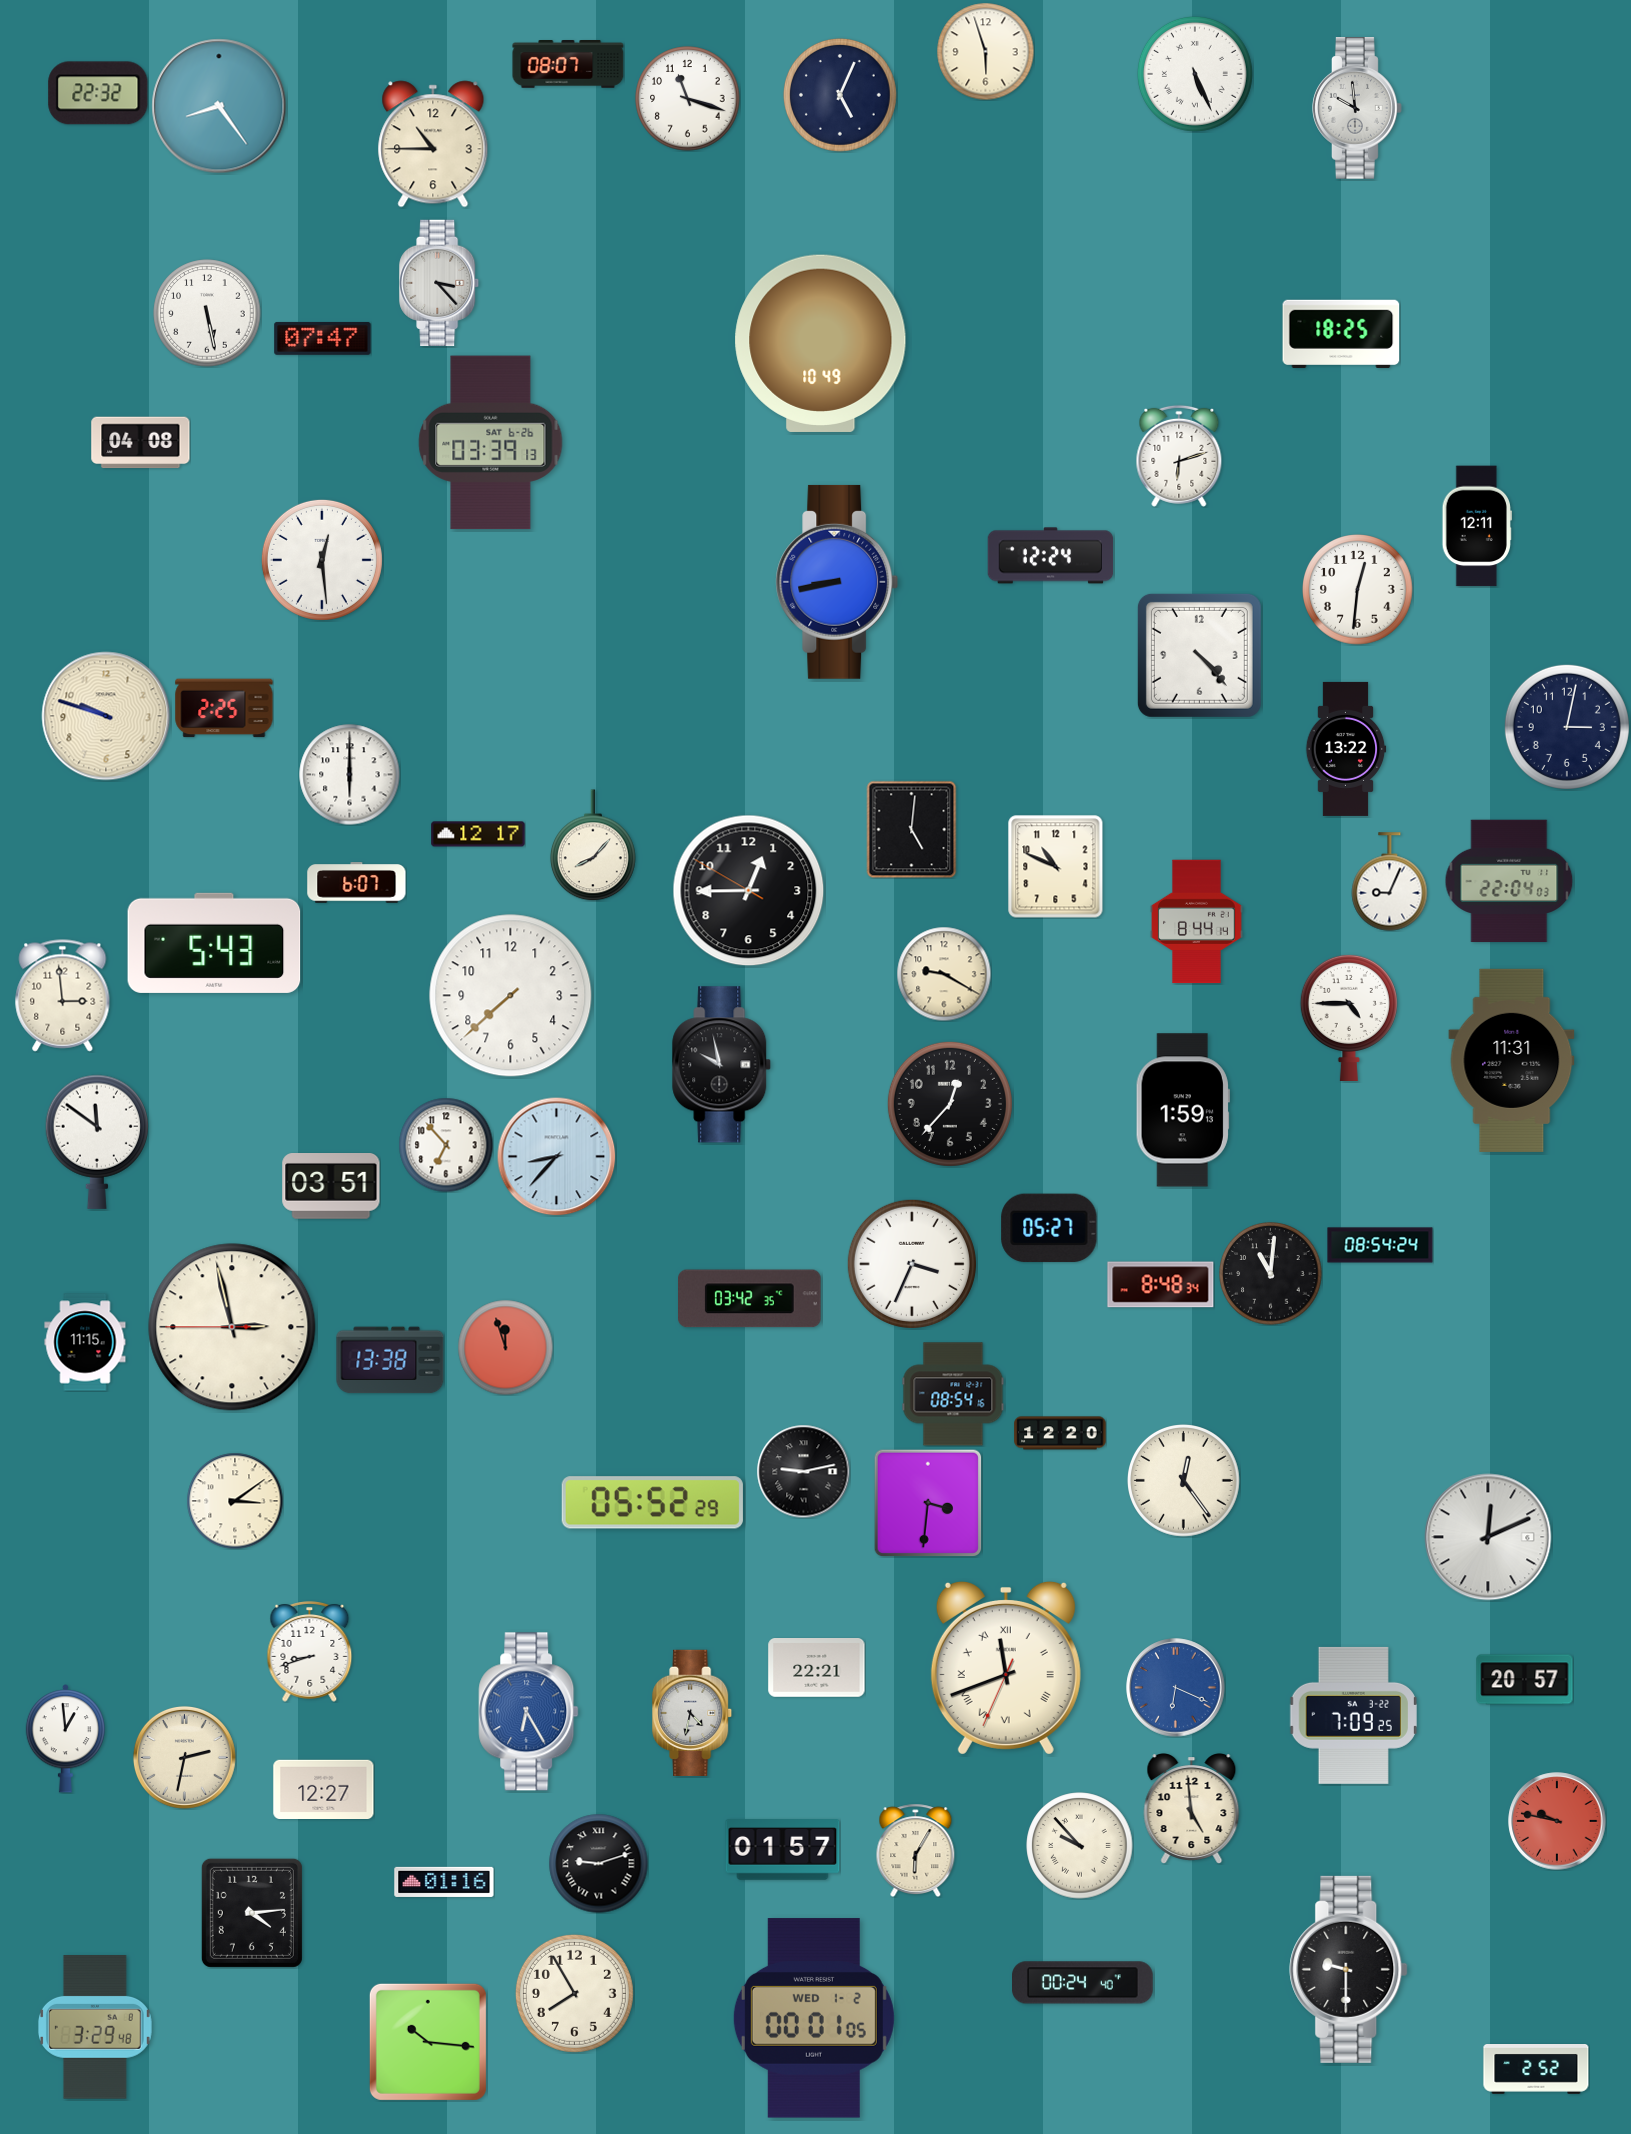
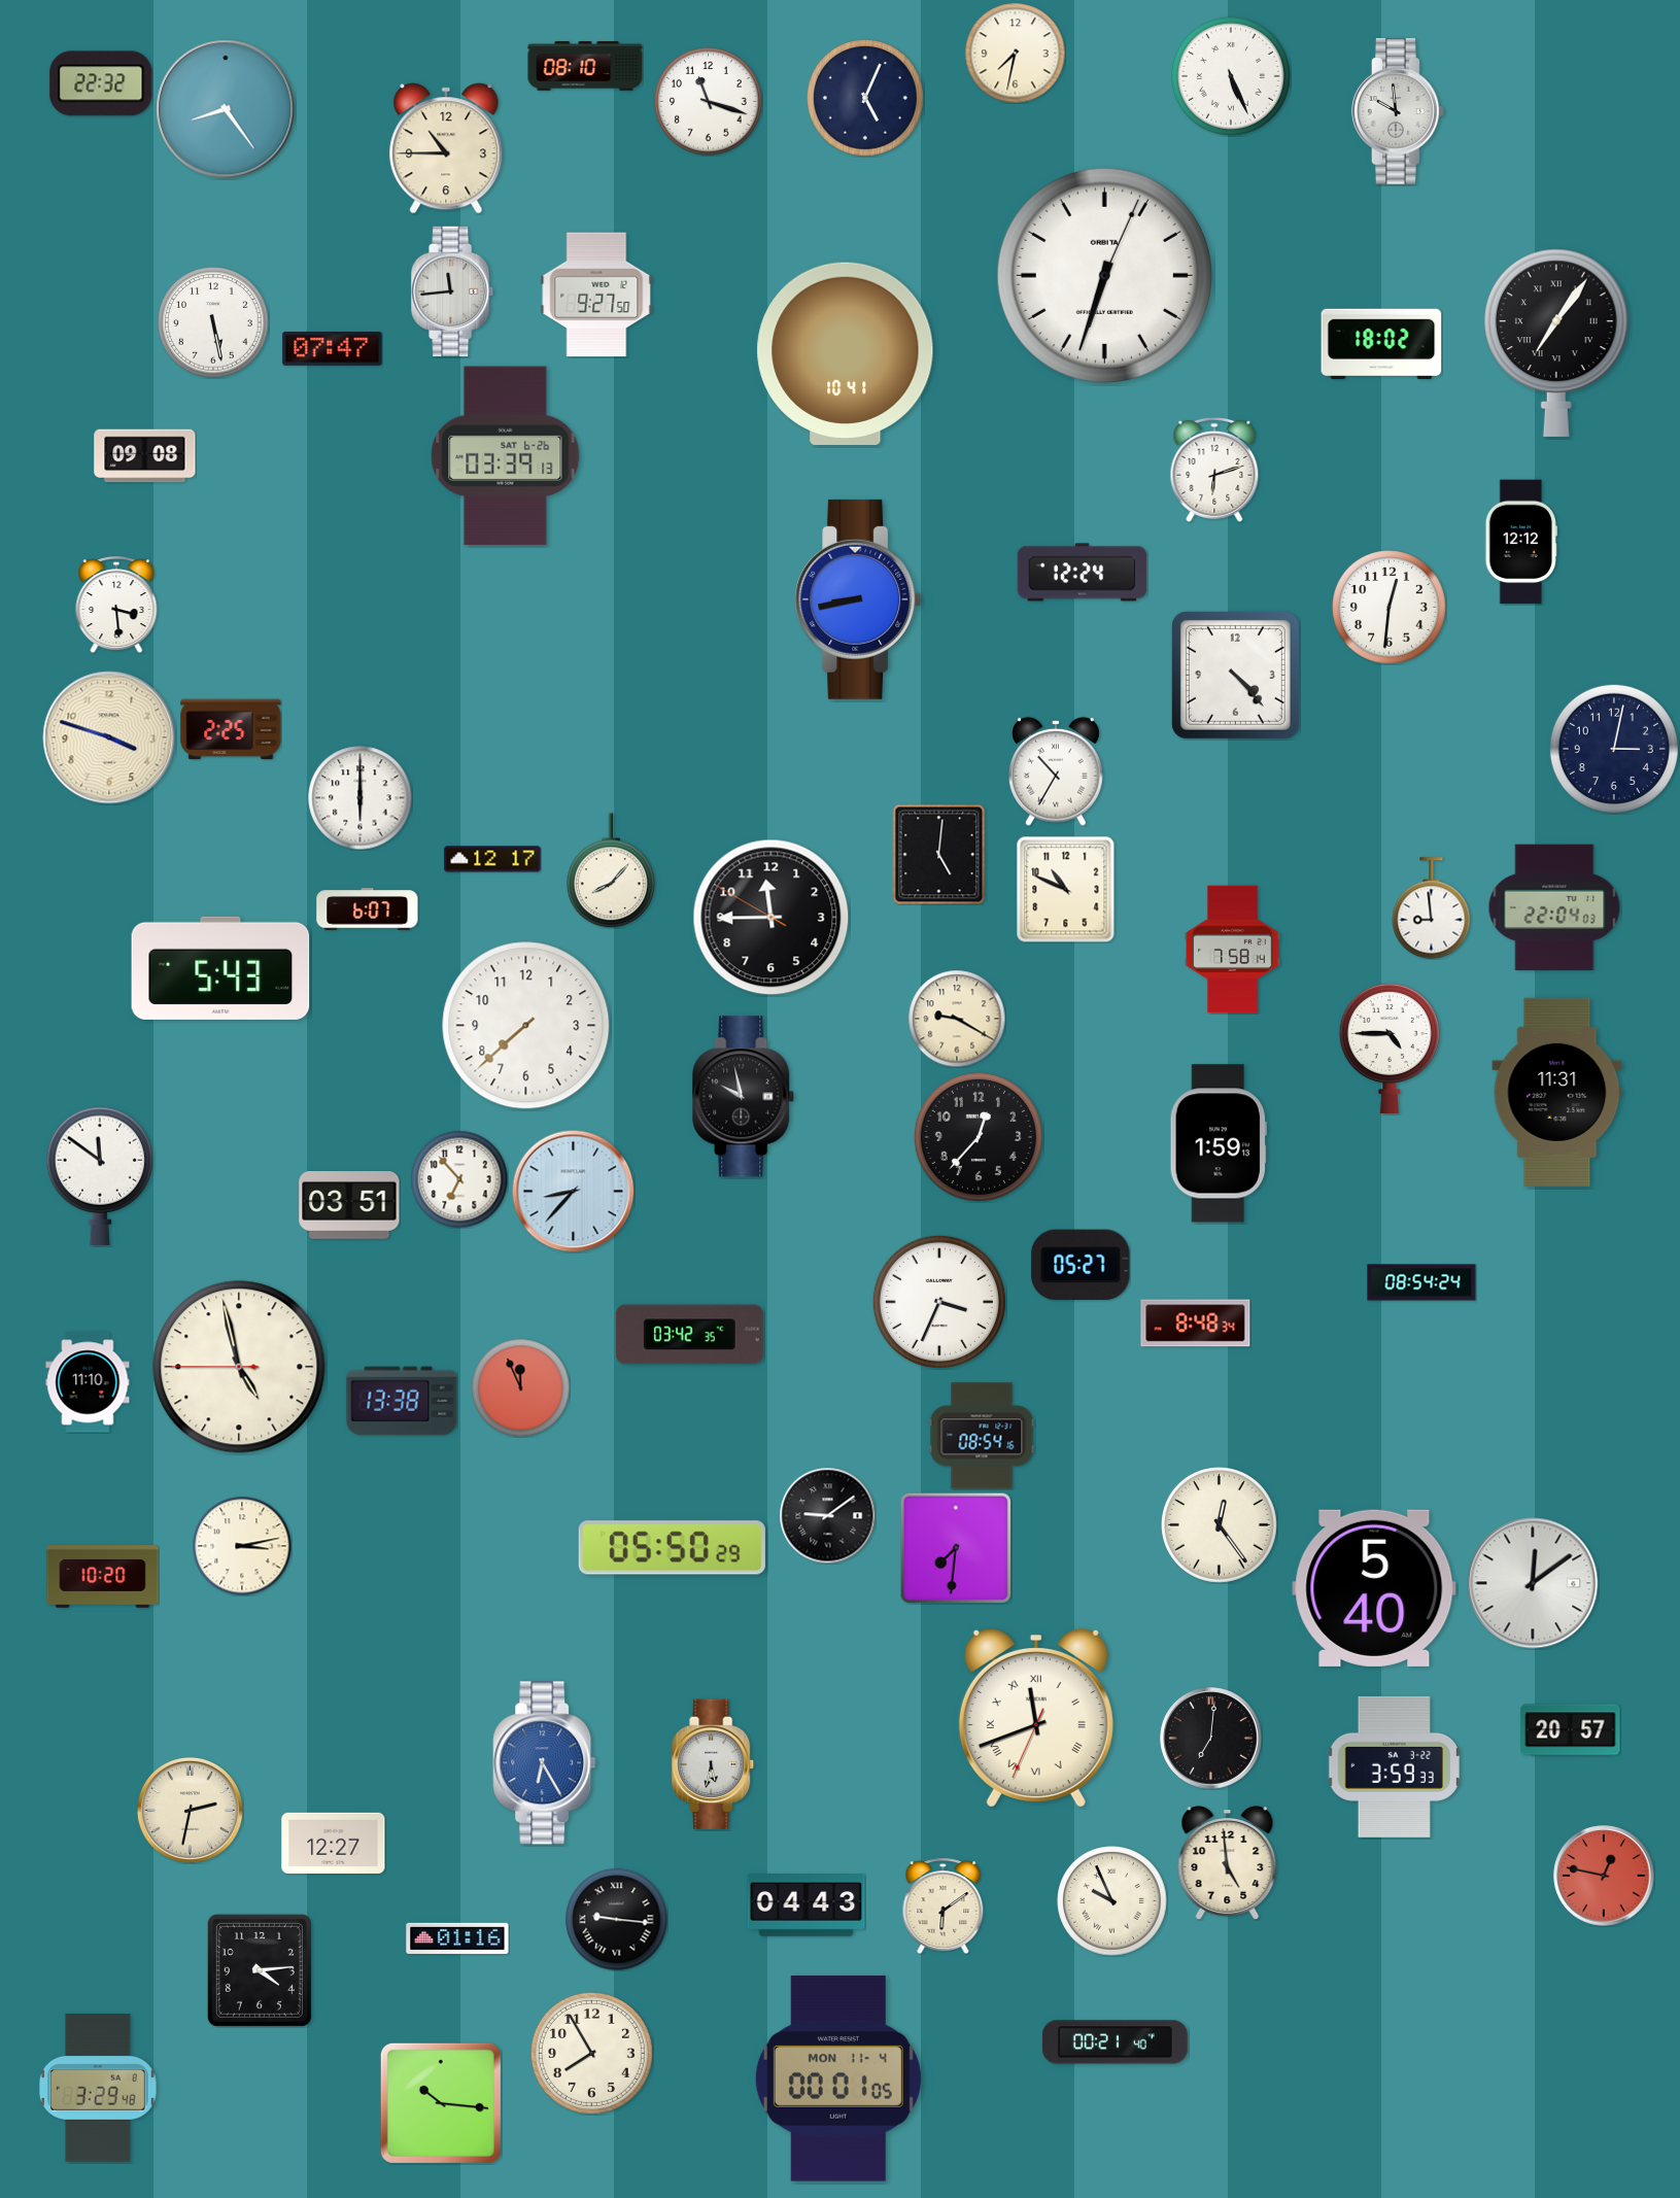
clock at (985, 51): 5:57 -> 7:32
clock at (568, 65): 08:07 -> 08:10
clock at (98, 93) position: (98, 93) -> (101, 83)
clock at (1104, 275): none -> 6:33
clock at (440, 282): 3:23 -> 11:44
clock at (596, 295): none -> 9:27
clock at (1341, 333): 18:25 -> 18:02
clock at (1557, 343): none -> 7:06
clock at (821, 343): 10:49 -> 10:41
clock at (141, 443): 04:08 -> 09:08
clock at (1476, 526): 12:11 -> 12:12
clock at (322, 560): 12:29 -> none
clock at (837, 582) position: (837, 582) -> (858, 599)
clock at (116, 605): none -> 3:29
clock at (1358, 590) position: (1358, 590) -> (1390, 608)
clock at (106, 716): 9:48 -> 3:48
clock at (1057, 771): none -> 10:35
clock at (1346, 749): 13:22 -> none
clock at (1056, 867) position: (1056, 867) -> (1066, 890)
clock at (1390, 882): 9:04 -> 8:59
clock at (749, 891): 12:44 -> 11:44
clock at (1197, 922): 8:44 -> 7:58
clock at (214, 943) position: (214, 943) -> (220, 968)
clock at (944, 974) position: (944, 974) -> (957, 1019)
clock at (63, 996): 2:59 -> none
clock at (331, 1187) position: (331, 1187) -> (349, 1206)
clock at (1271, 1274): 11:01 -> none
clock at (750, 1299) position: (750, 1299) -> (690, 1335)
clock at (232, 1327): 2:57 -> 4:57
clock at (85, 1342): 11:15 -> 11:10
clock at (505, 1347): 11:57 -> 11:56
clock at (1060, 1433): 12:20 -> none
clock at (803, 1471): 9:13 -> 9:09
clock at (235, 1501): 3:09 -> 3:13
clock at (652, 1503): 05:52 -> 05:50
clock at (928, 1503): 3:31 -> 7:31
clock at (103, 1577): none -> 10:20
clock at (1488, 1537): 12:11 -> 12:09
clock at (1374, 1588): none -> 5:40
clock at (310, 1652): 8:42 -> none
clock at (817, 1668): 22:21 -> none
clock at (1176, 1688): 6:19 -> 7:01
clock at (1176, 1688) dial: blue -> black
clock at (693, 1712): 4:32 -> 5:32
clock at (1353, 1715): 7:09 -> 3:59
clock at (65, 1739): 12:59 -> none
clock at (1557, 1821): 9:47 -> 12:47
clock at (1080, 1846): 9:53 -> 9:56
clock at (783, 1850): 01:57 -> 04:43
clock at (916, 1850): 6:05 -> 6:09
clock at (599, 1864): 9:12 -> 9:16
clock at (1349, 1969): 9:30 -> none
clock at (1083, 1983): 00:24 -> 00:21
clock at (814, 2018) date: WED 1-2 -> MON 11-4
clock at (1536, 2070): 2:52 -> none
